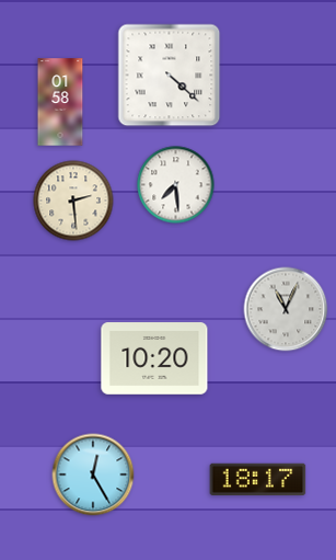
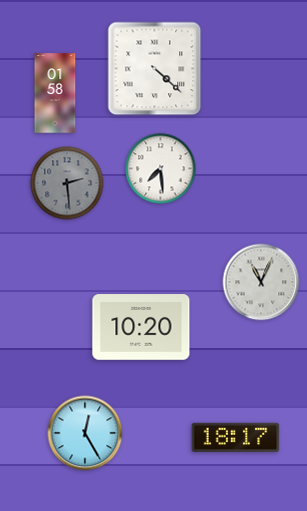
clock at (73, 201) dial: cream -> grey
